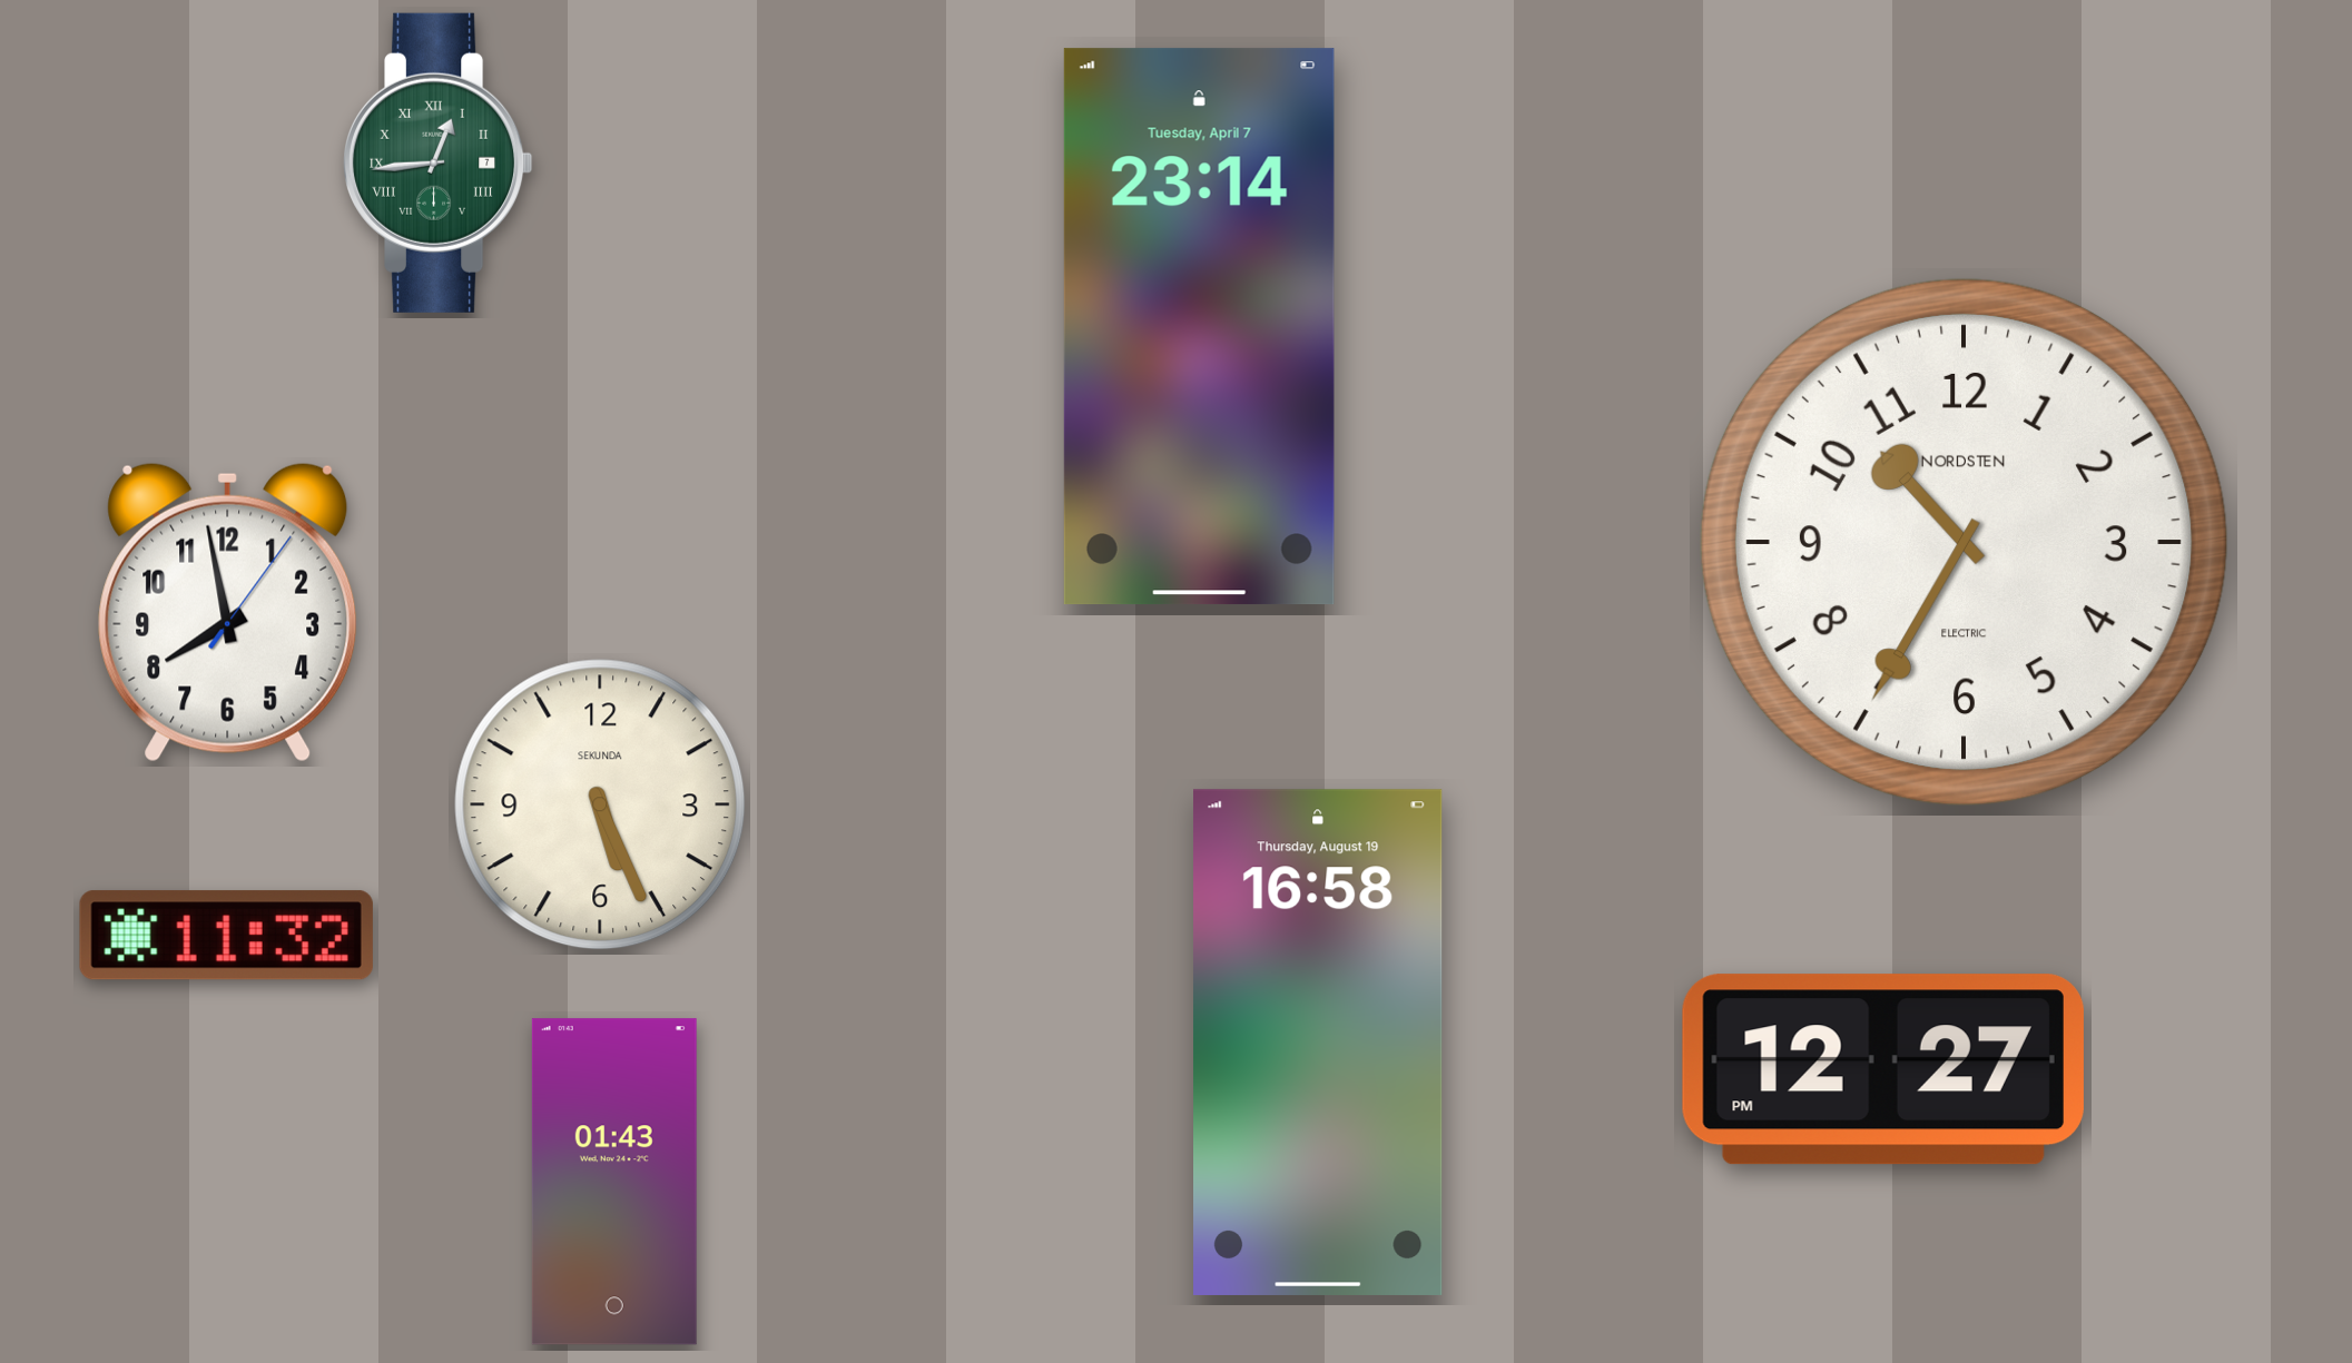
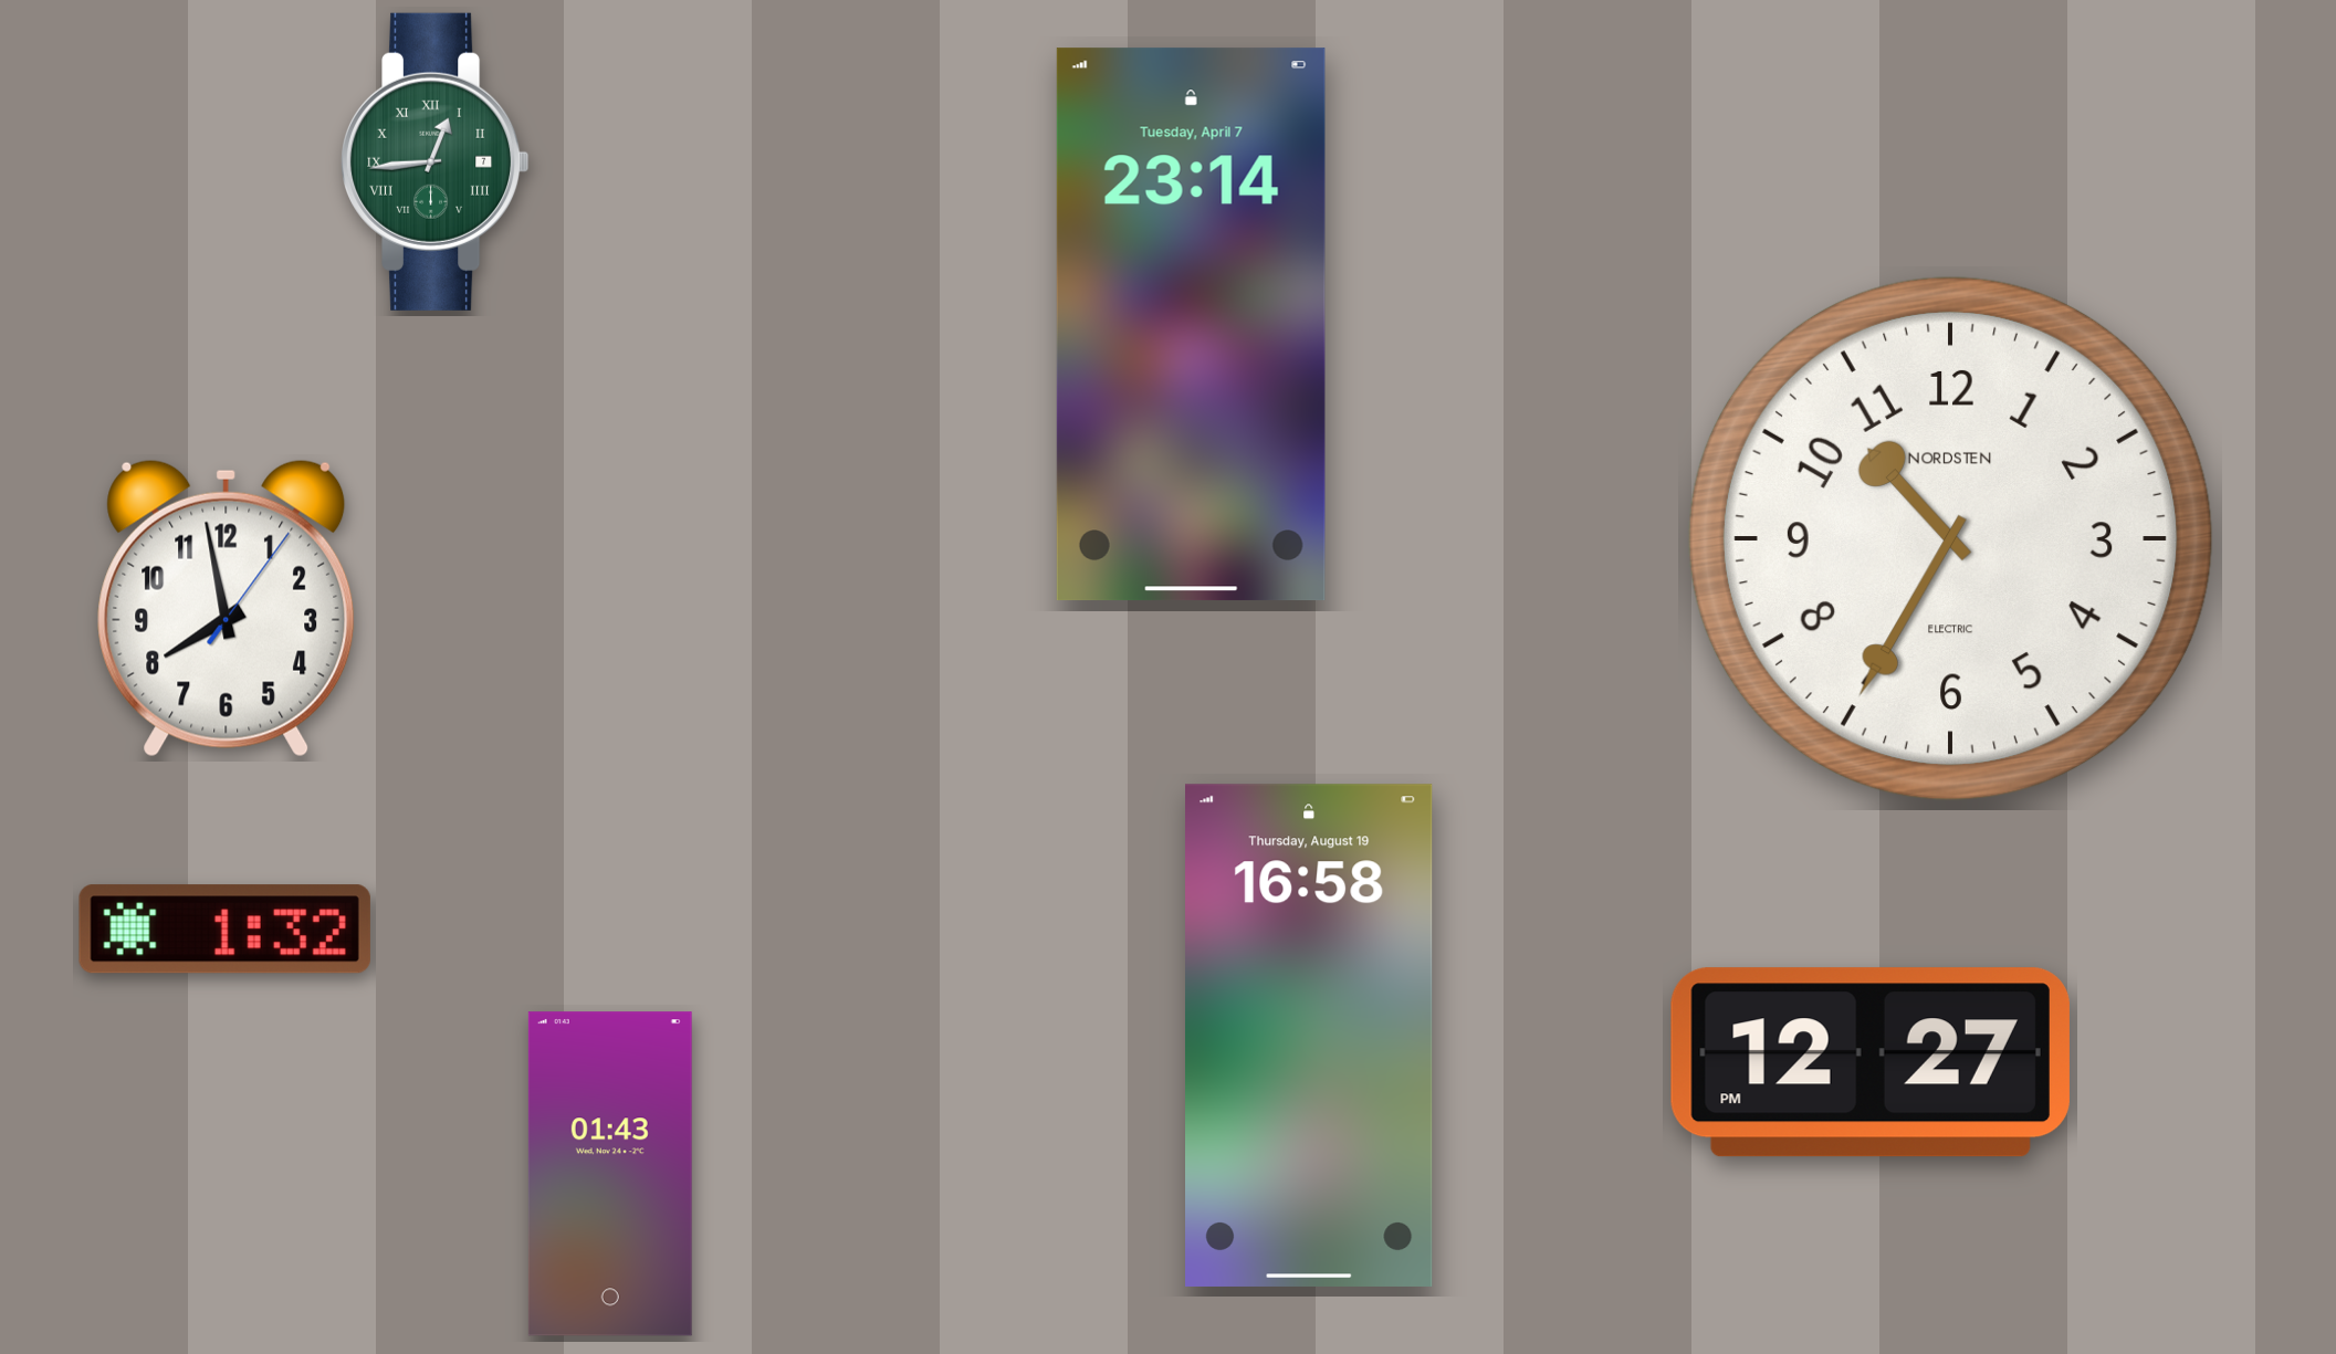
clock at (600, 804): 5:26 -> none
clock at (226, 936): 11:32 -> 1:32
